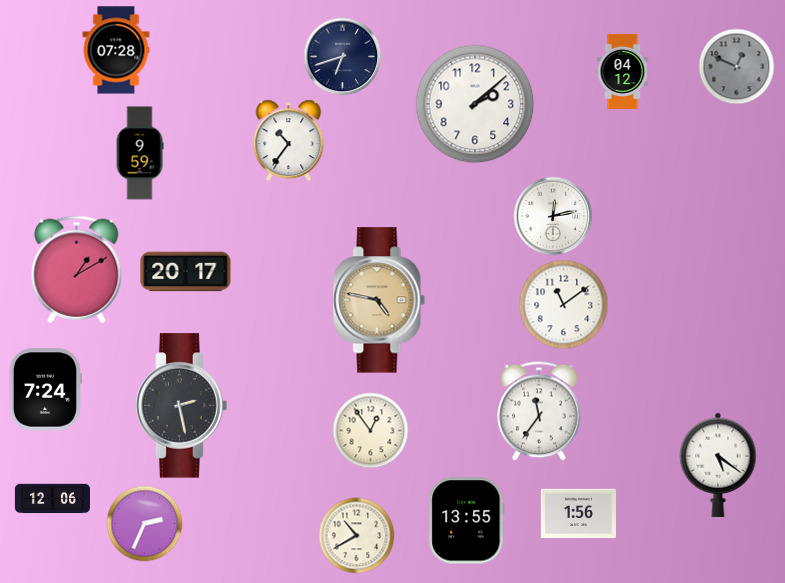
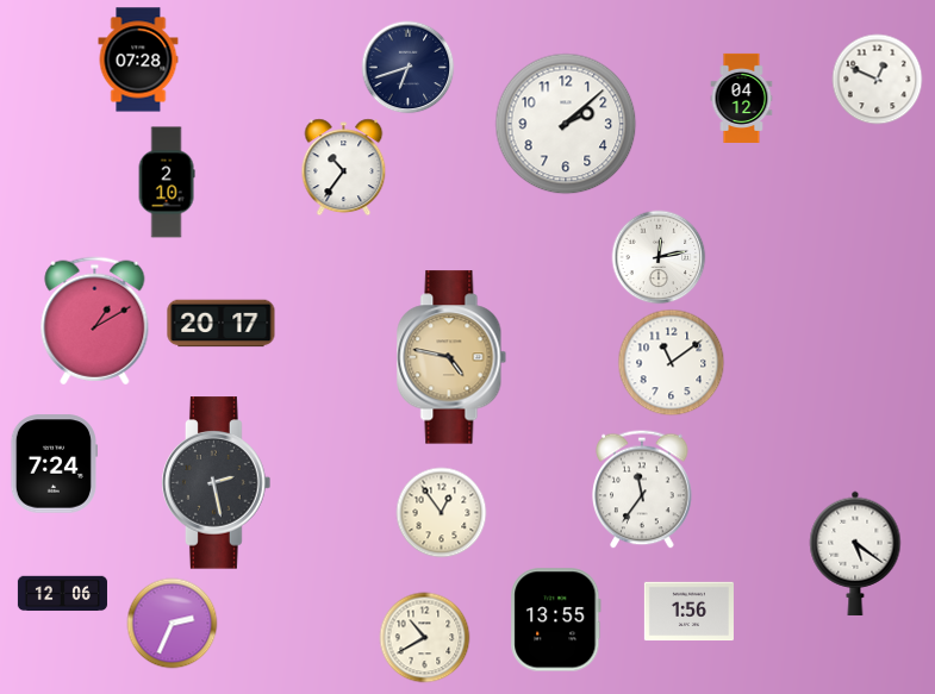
clock at (737, 67) dial: grey -> white
clock at (623, 71) position: (623, 71) -> (742, 98)
clock at (140, 153): 9:59 -> 2:10
clock at (77, 270) position: (77, 270) -> (95, 321)
